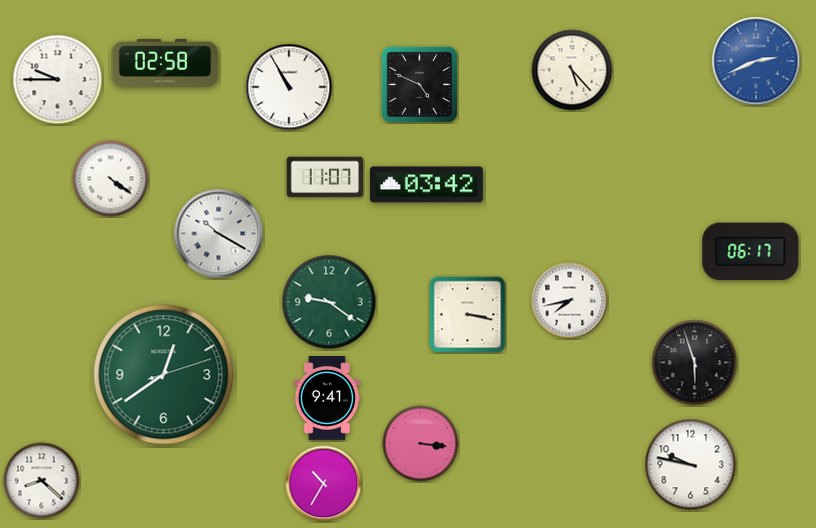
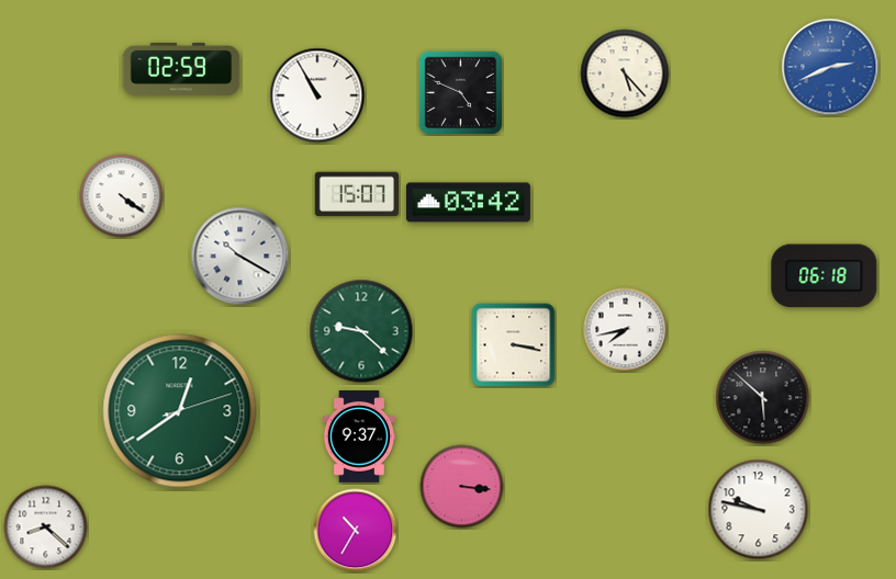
clock at (165, 63): 02:58 -> 02:59
clock at (572, 70) position: (572, 70) -> (625, 73)
clock at (58, 80): 9:45 -> none
clock at (325, 177): 11:07 -> 15:07
clock at (751, 252): 06:17 -> 06:18
clock at (329, 302): 9:21 -> 9:22
clock at (695, 363): 5:57 -> 5:52
clock at (326, 398): 9:41 -> 9:37
